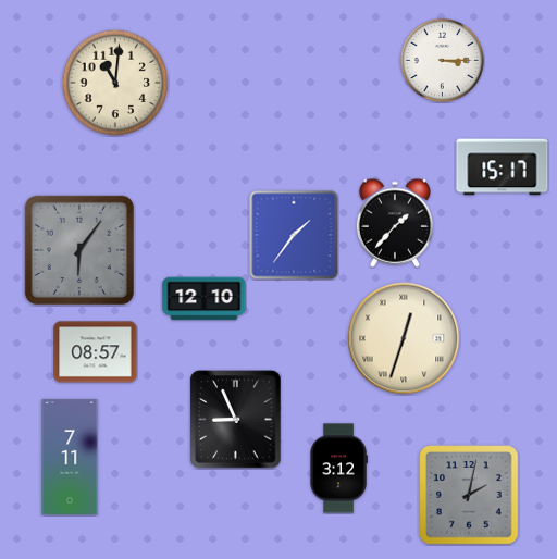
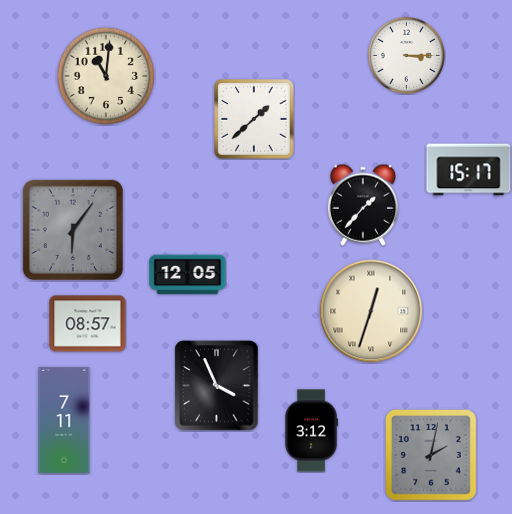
clock at (254, 119): none -> 1:38
clock at (503, 167) position: (503, 167) -> (469, 170)
clock at (294, 235): 1:36 -> none
clock at (205, 299): 12:10 -> 12:05
clock at (236, 420): 8:56 -> 3:56
